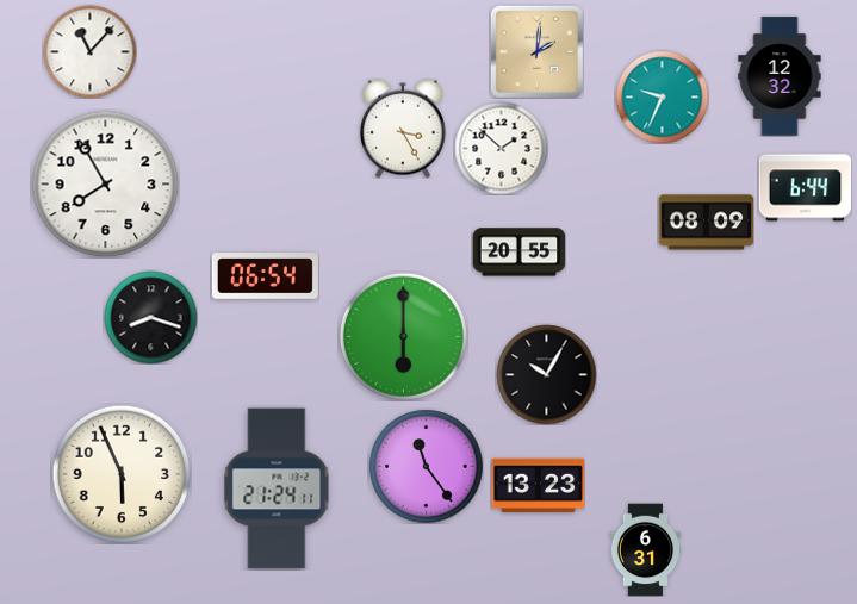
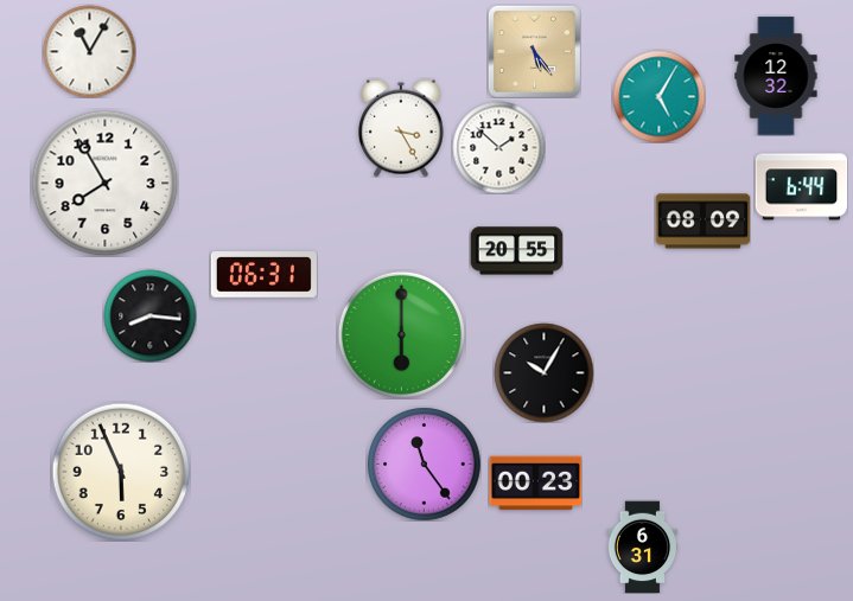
clock at (89, 51): 11:07 -> 11:05
clock at (536, 51): 2:01 -> 5:24
clock at (662, 96): 9:34 -> 5:05
clock at (265, 276): 06:54 -> 06:31
clock at (150, 317): 8:18 -> 8:16
clock at (538, 486): 13:23 -> 00:23
clock at (277, 488): 21:24 -> none
